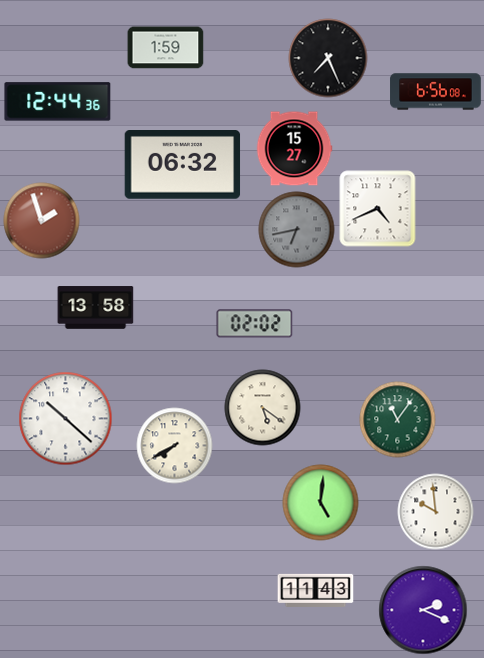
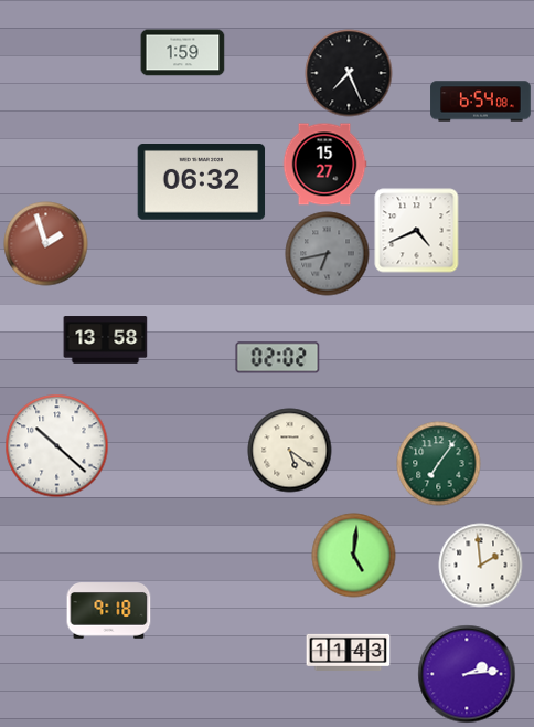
clock at (328, 58) position: (328, 58) -> (349, 73)
clock at (436, 92): 6:56 -> 6:54
clock at (58, 102): 12:44 -> none
clock at (255, 324) position: (255, 324) -> (278, 358)
clock at (66, 419) position: (66, 419) -> (57, 446)
clock at (398, 420): 11:06 -> 7:06
clock at (175, 446): 7:40 -> none
clock at (436, 512): 9:59 -> 1:59
clock at (109, 611): none -> 9:18
clock at (423, 610): 2:19 -> 2:14
